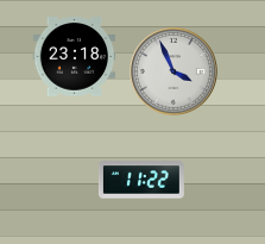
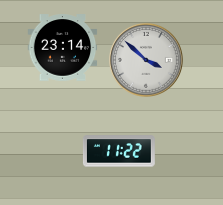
clock at (75, 57): 23:18 -> 23:14
clock at (175, 73): 3:56 -> 3:52
